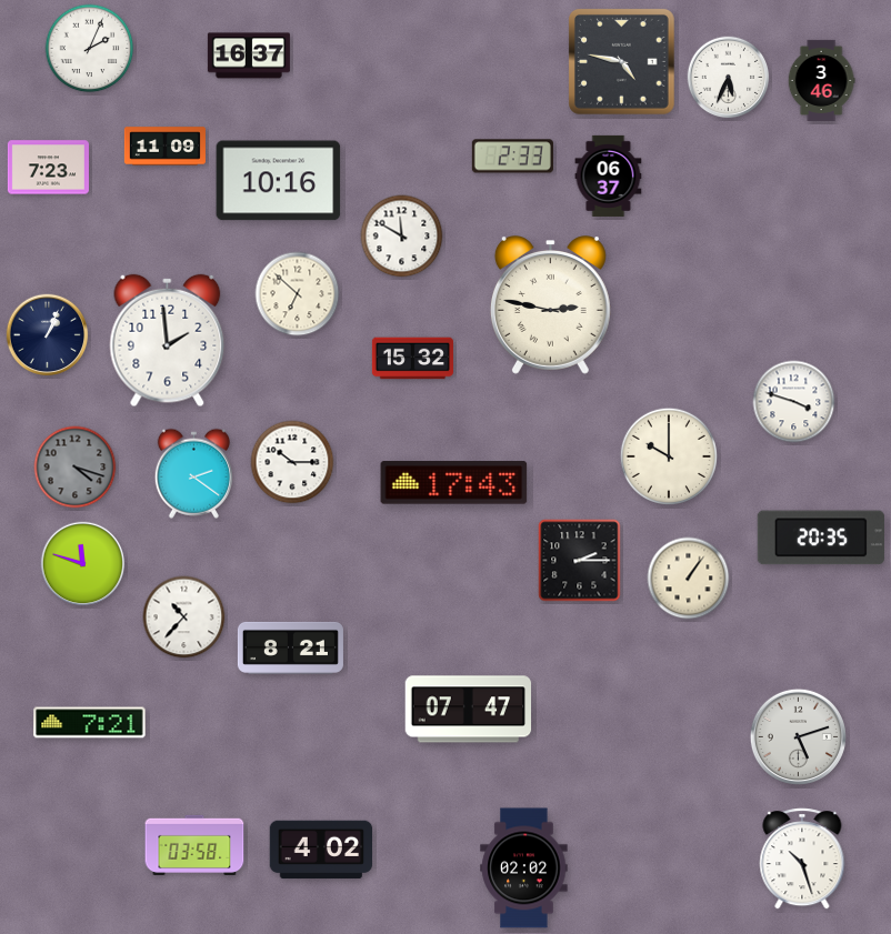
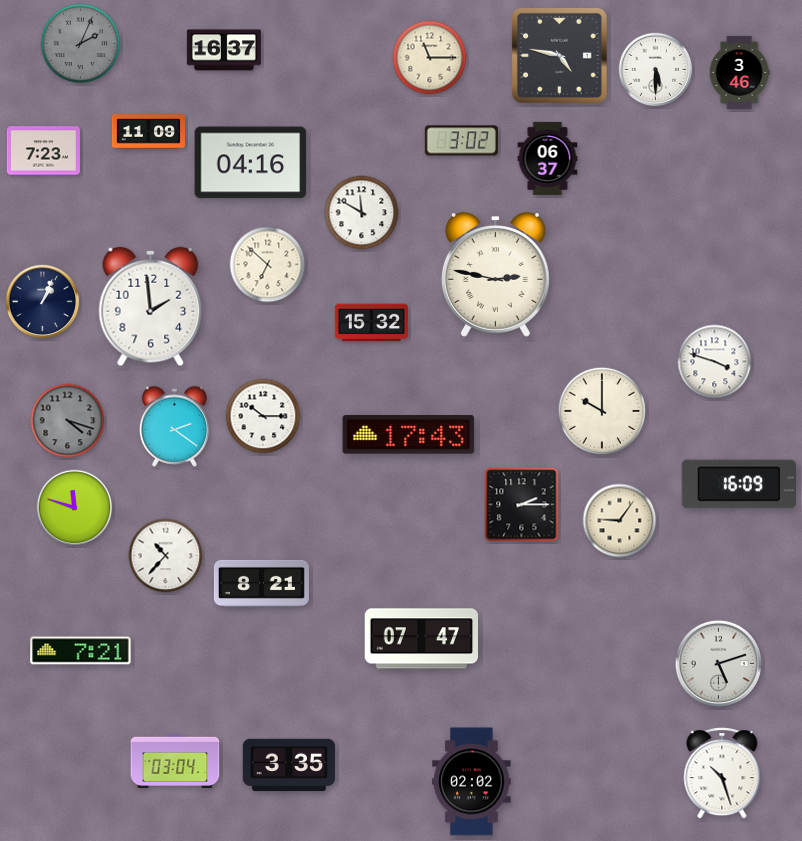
clock at (90, 49) dial: white -> grey
clock at (430, 58): none -> 11:15
clock at (729, 78): 5:34 -> 5:30
clock at (512, 157): 2:33 -> 3:02
clock at (279, 181): 10:16 -> 04:16
clock at (821, 538): 20:35 -> 16:09
clock at (689, 579): 1:06 -> 9:06
clock at (194, 845): 03:58 -> 03:04
clock at (321, 850): 4:02 -> 3:35
